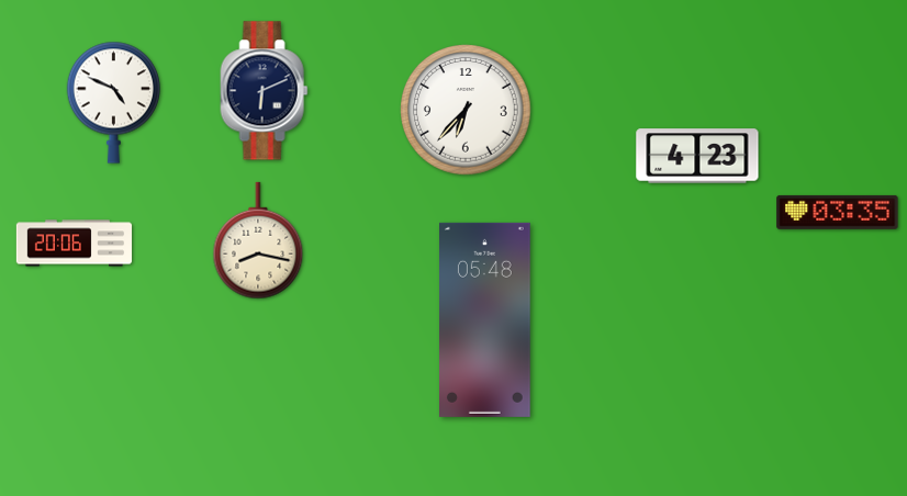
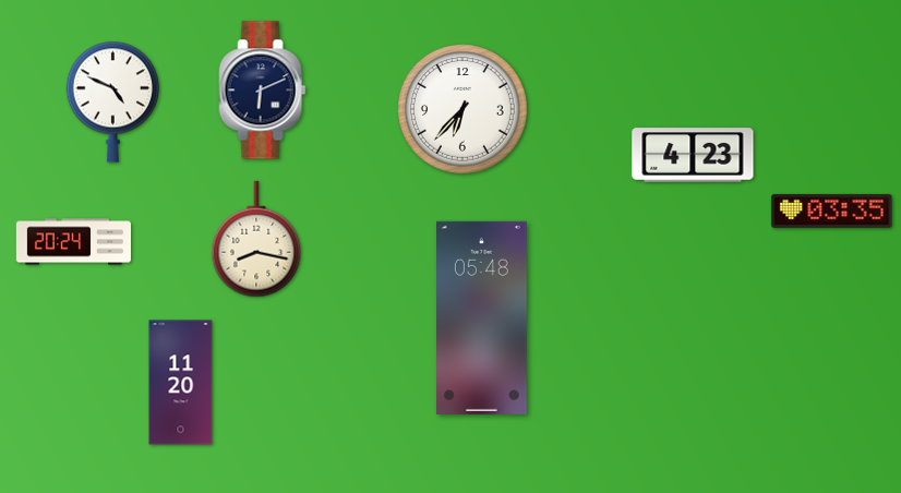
clock at (75, 244): 20:06 -> 20:24
clock at (181, 383): none -> 11:20
